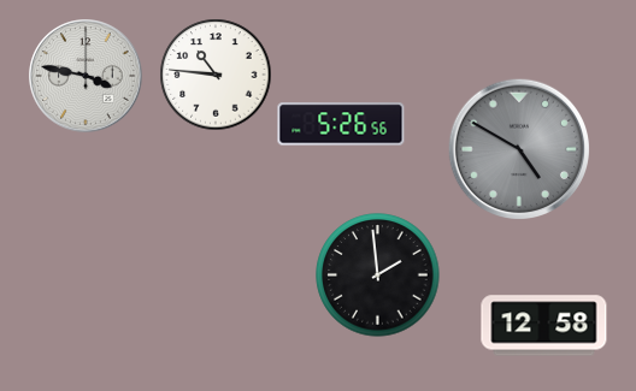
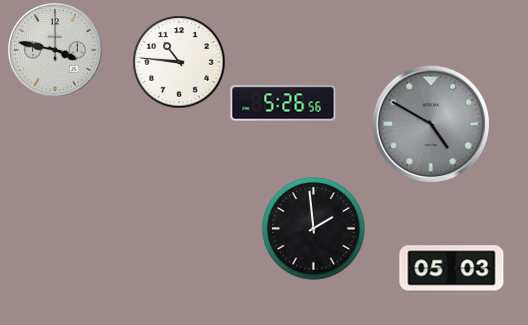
clock at (86, 76) position: (86, 76) -> (55, 50)
clock at (544, 326): 12:58 -> 05:03
